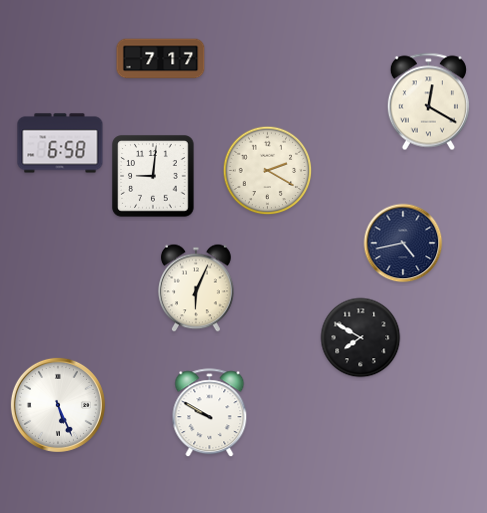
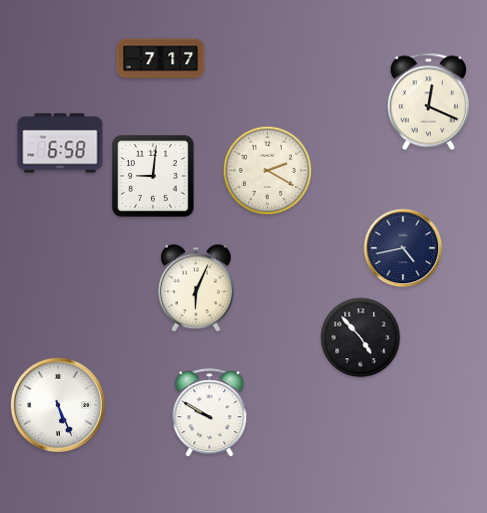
clock at (428, 102): 12:20 -> 12:19
clock at (403, 243) position: (403, 243) -> (403, 248)
clock at (361, 338): 7:50 -> 4:53
